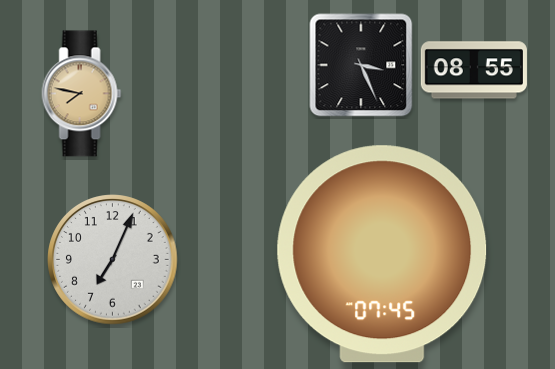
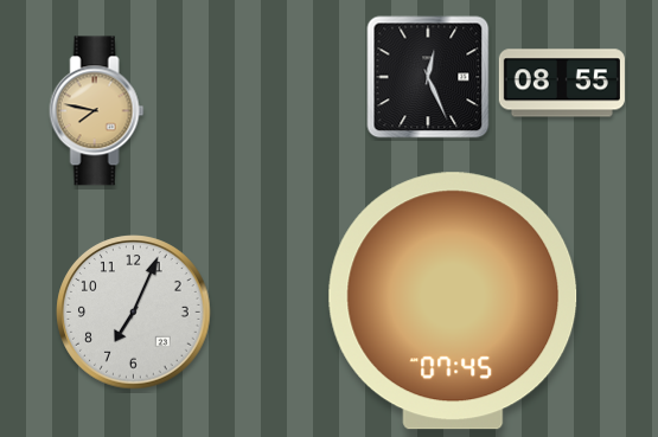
clock at (361, 65): 3:26 -> 12:26
clock at (113, 260) position: (113, 260) -> (134, 313)
